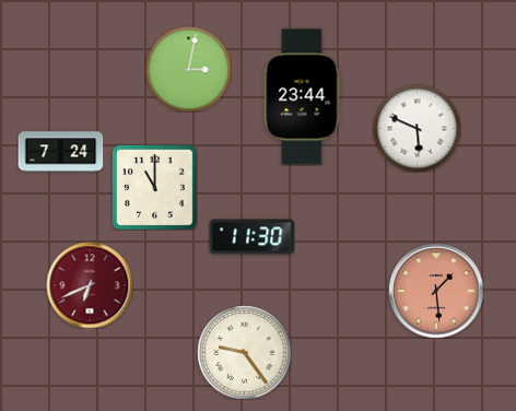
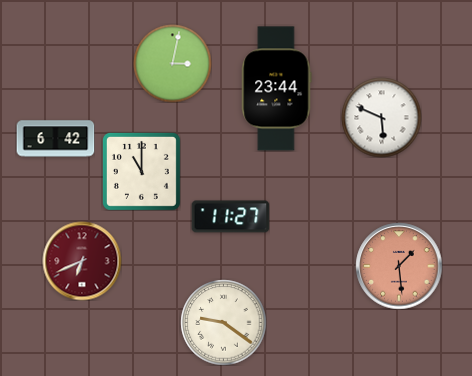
clock at (60, 152): 7:24 -> 6:42
clock at (251, 237): 11:30 -> 11:27
clock at (244, 352): 9:24 -> 9:21
